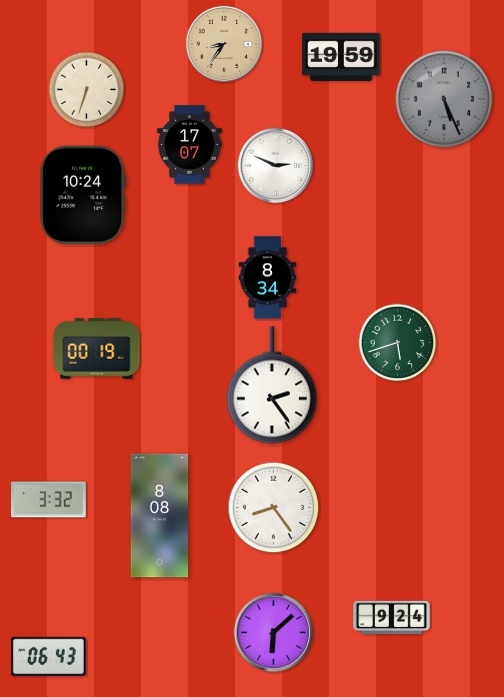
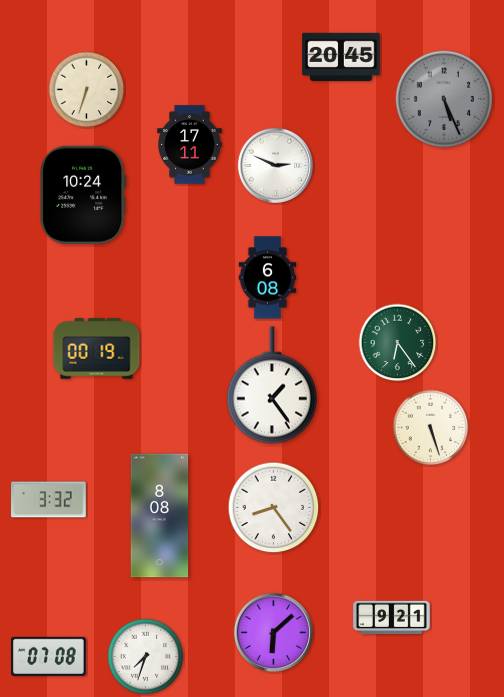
clock at (223, 43): 8:36 -> none
clock at (341, 56): 19:59 -> 20:45
clock at (190, 145): 17:07 -> 17:11
clock at (268, 278): 8:34 -> 6:08
clock at (398, 343): 5:42 -> 6:24
clock at (272, 385): 2:24 -> 1:24
clock at (431, 428): none -> 5:27
clock at (392, 618): 9:24 -> 9:21
clock at (49, 656): 06:43 -> 07:08
clock at (146, 657): none -> 7:33
